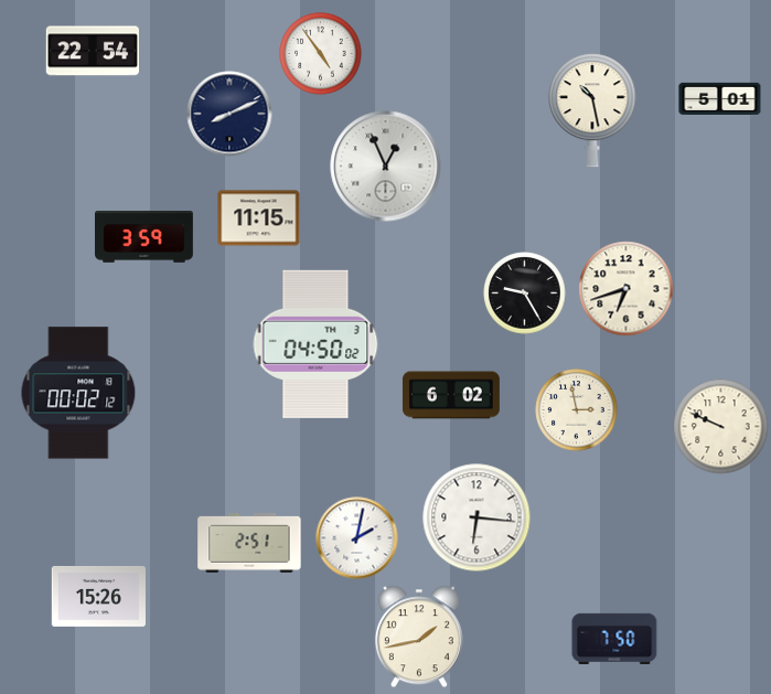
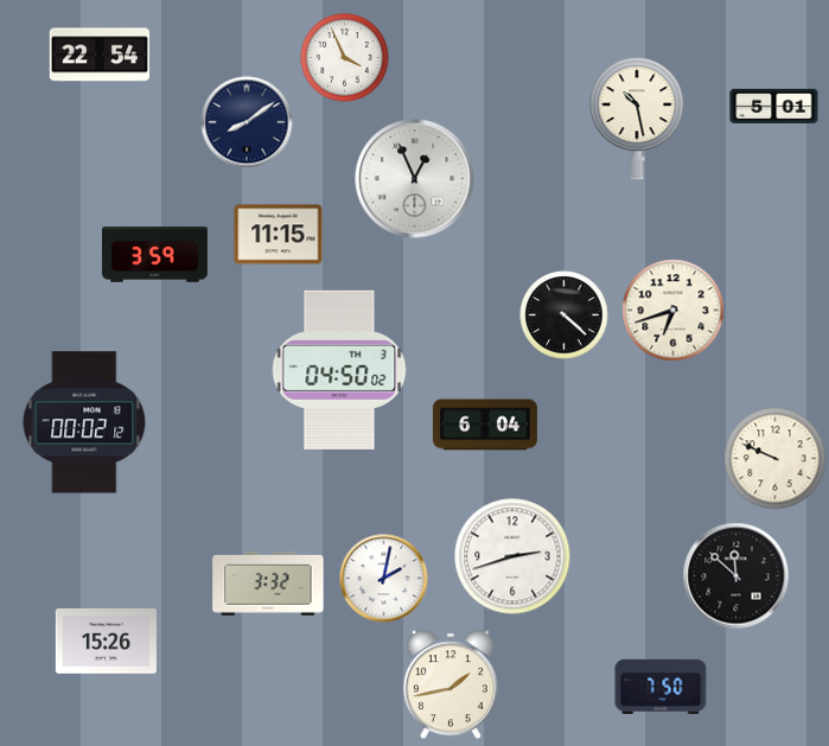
clock at (321, 54): 4:54 -> 3:56
clock at (229, 114): 8:11 -> 8:09
clock at (525, 293): 9:25 -> 4:22
clock at (451, 395): 6:02 -> 6:04
clock at (577, 410): 2:58 -> none
clock at (476, 517): 6:16 -> 2:42
clock at (736, 576): none -> 11:52
clock at (249, 543): 2:51 -> 3:32
